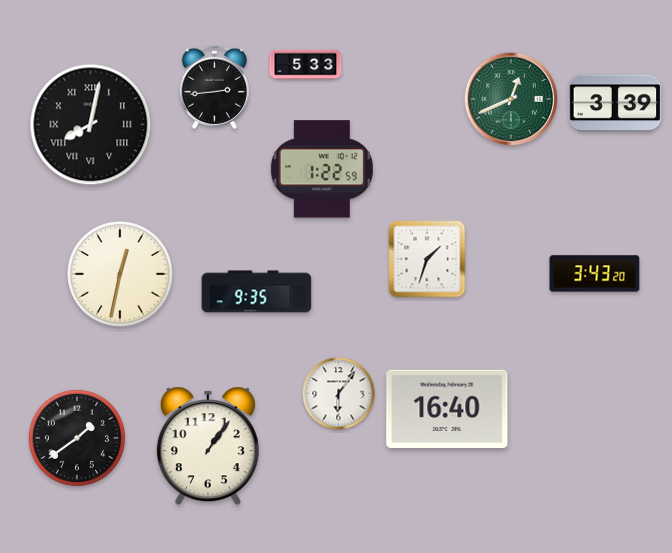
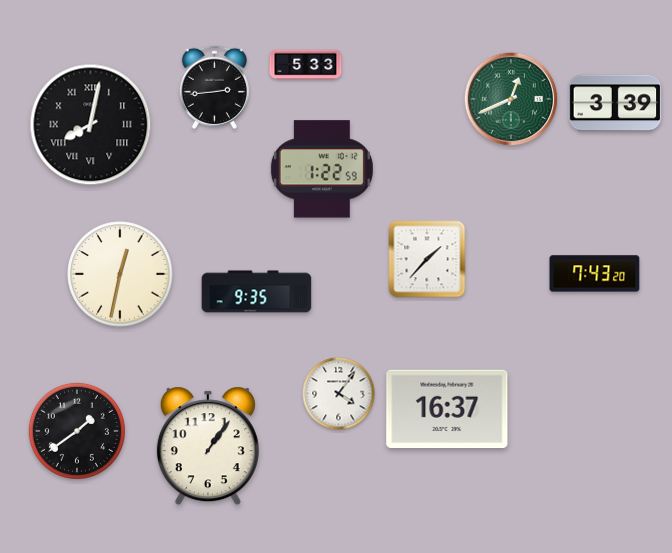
clock at (427, 259): 1:33 -> 1:37
clock at (595, 274): 3:43 -> 7:43
clock at (339, 394): 6:06 -> 4:06
clock at (447, 408): 16:40 -> 16:37
clock at (77, 438) position: (77, 438) -> (77, 431)
